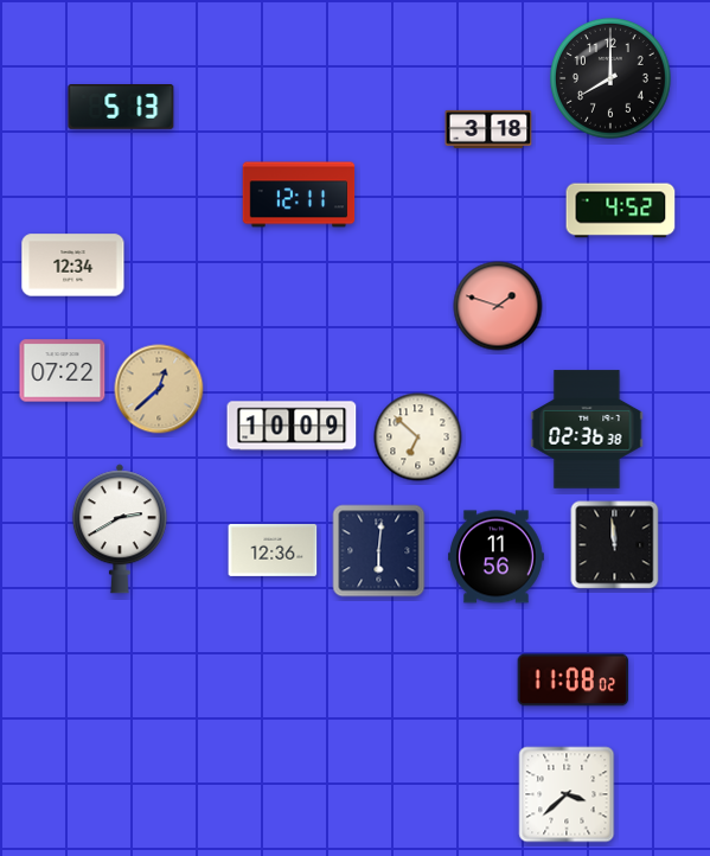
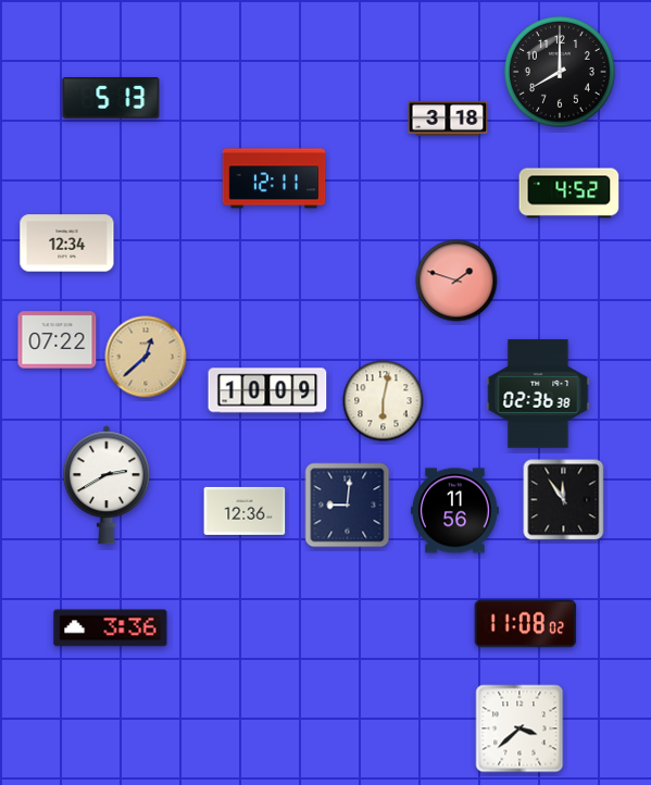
clock at (418, 437): 6:52 -> 6:02
clock at (120, 529) position: (120, 529) -> (107, 485)
clock at (615, 545): 11:59 -> 11:54
clock at (273, 550) position: (273, 550) -> (245, 511)
clock at (379, 551): 6:01 -> 9:01
clock at (111, 628): none -> 3:36
